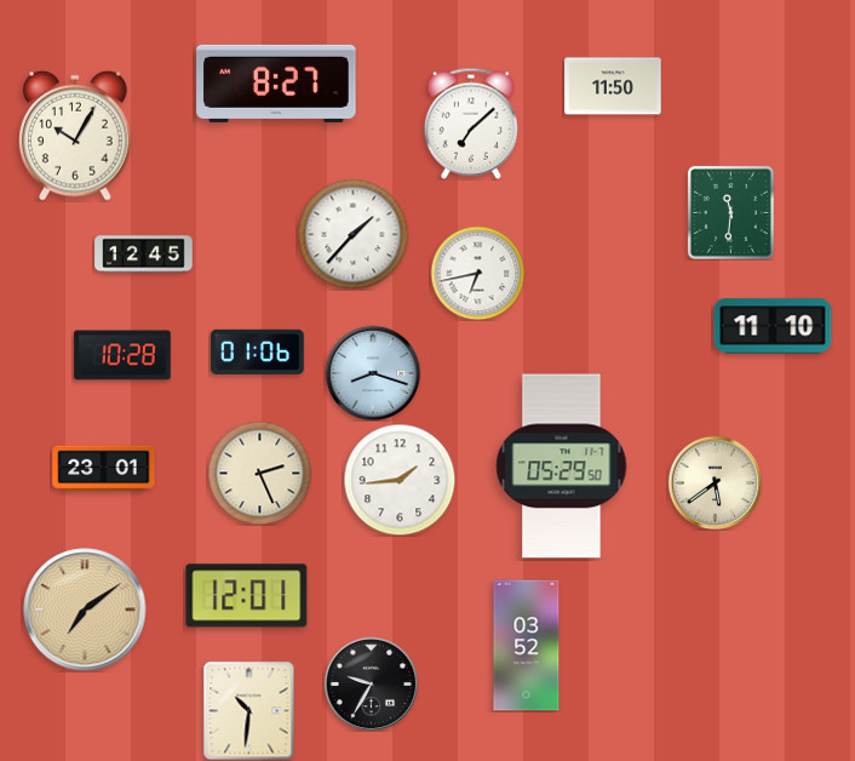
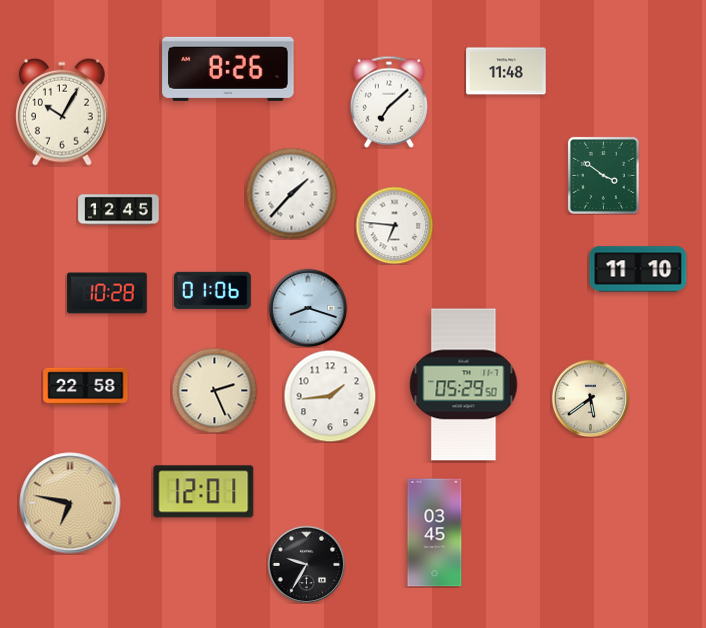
clock at (276, 84): 8:27 -> 8:26
clock at (613, 86): 11:50 -> 11:48
clock at (730, 212): 11:31 -> 3:51
clock at (477, 273): 6:43 -> 6:46
clock at (122, 355) position: (122, 355) -> (107, 293)
clock at (104, 469): 23:01 -> 22:58
clock at (85, 610): 7:09 -> 6:47
clock at (527, 646): 03:52 -> 03:45
clock at (249, 710): 10:31 -> none
